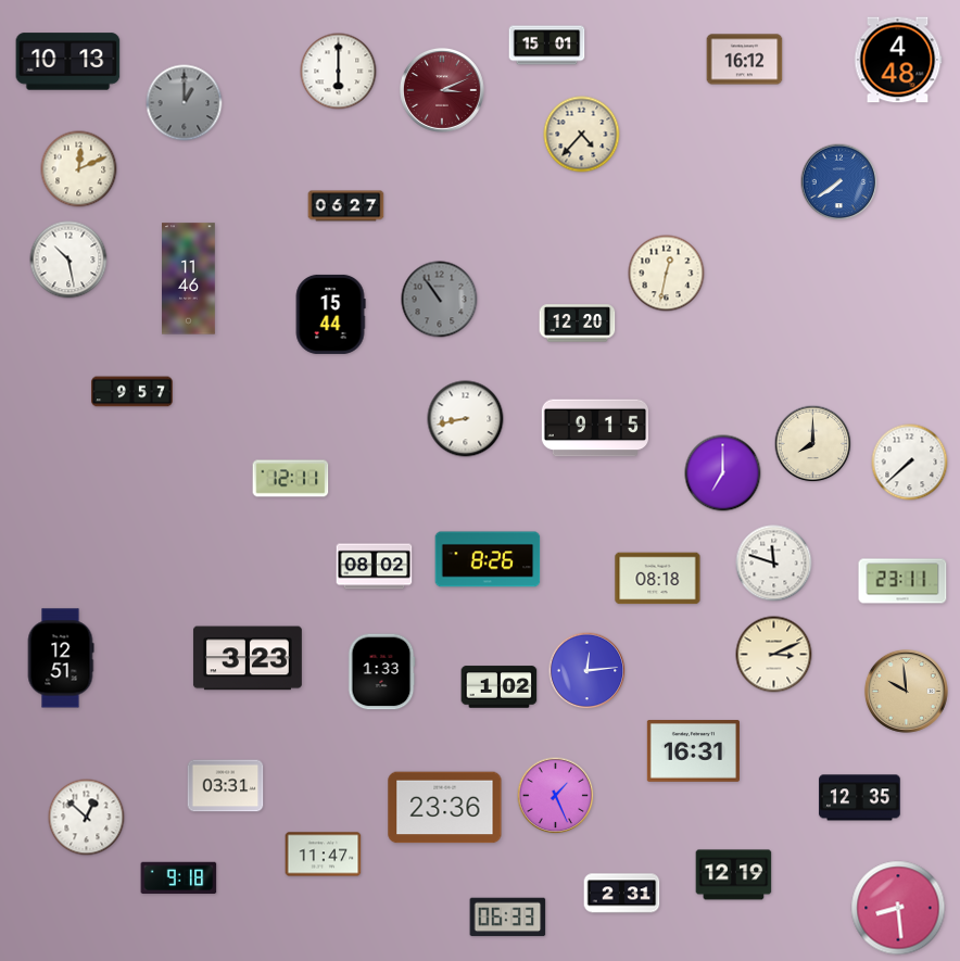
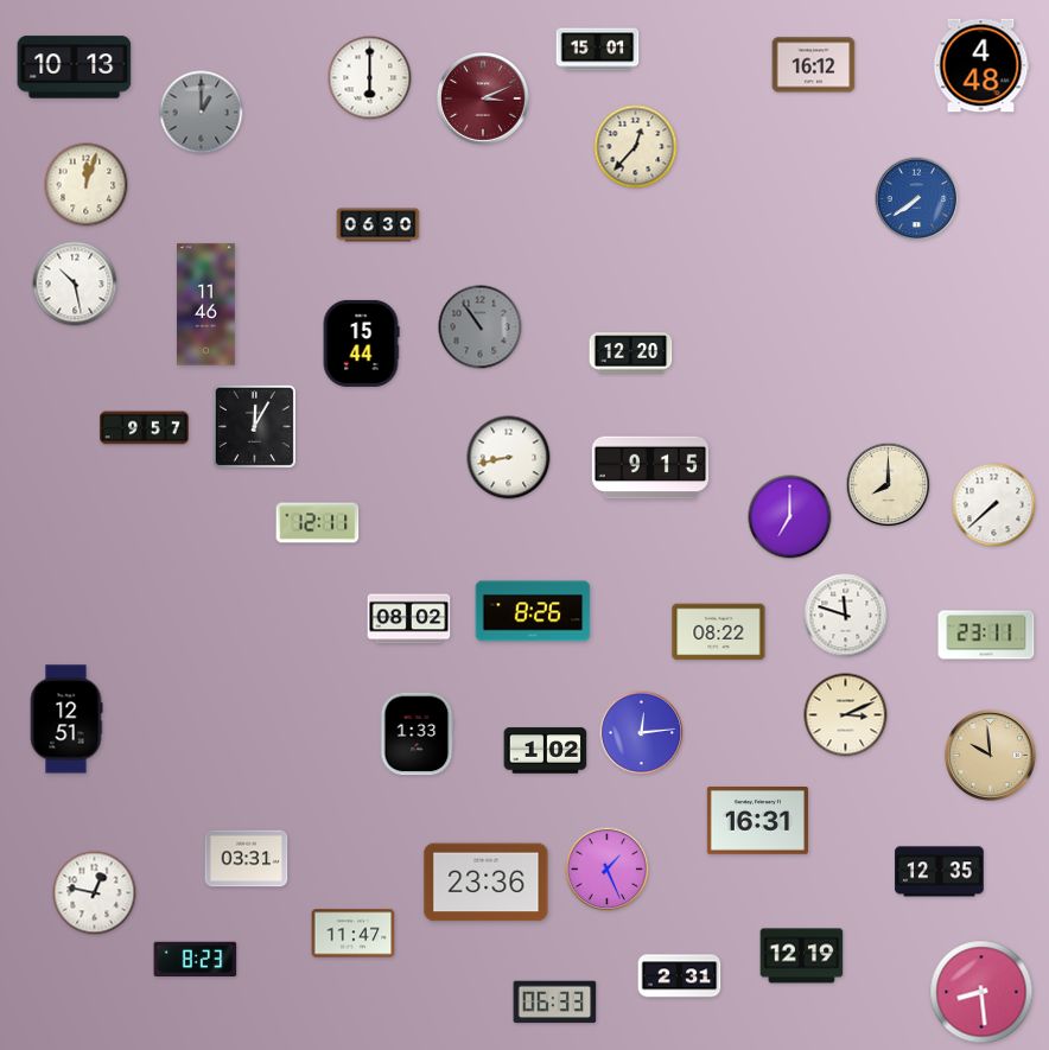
clock at (582, 135): 4:37 -> 12:37
clock at (79, 169): 12:11 -> 12:03
clock at (346, 206): 06:27 -> 06:30
clock at (667, 274): 12:32 -> none
clock at (254, 426): none -> 12:05
clock at (658, 579): 08:18 -> 08:22
clock at (248, 658): 3:23 -> none
clock at (87, 818): 12:52 -> 12:47
clock at (179, 877): 9:18 -> 8:23
